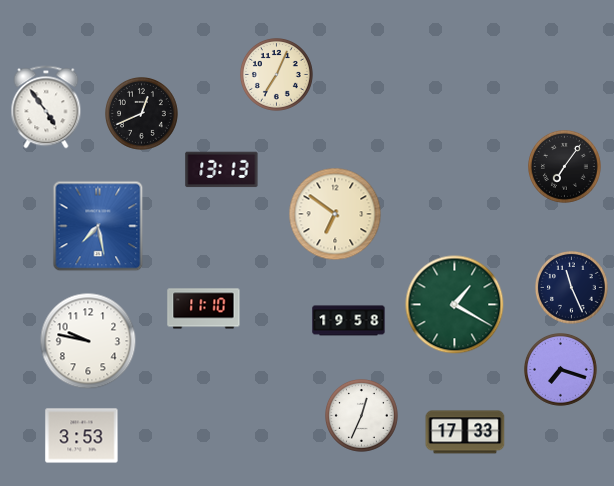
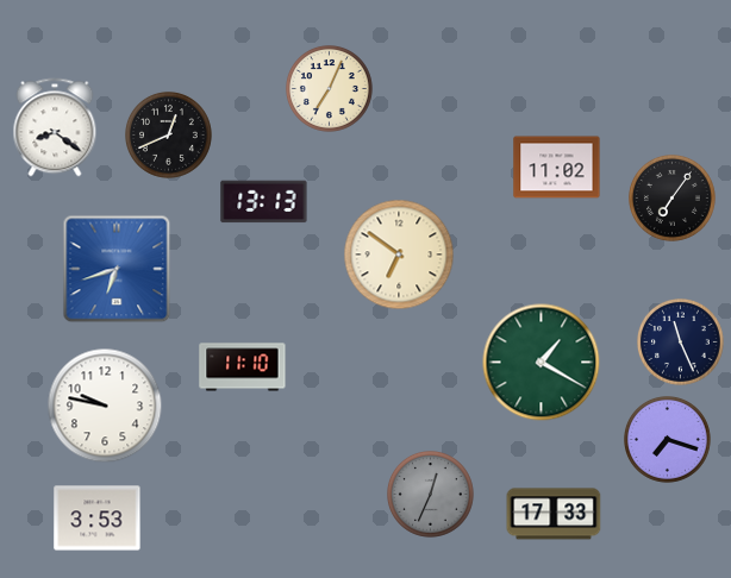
clock at (46, 107): 4:54 -> 8:21
clock at (557, 168): none -> 11:02
clock at (98, 226): 7:28 -> 6:42
clock at (349, 321): 19:58 -> none
clock at (362, 416) dial: white -> grey
